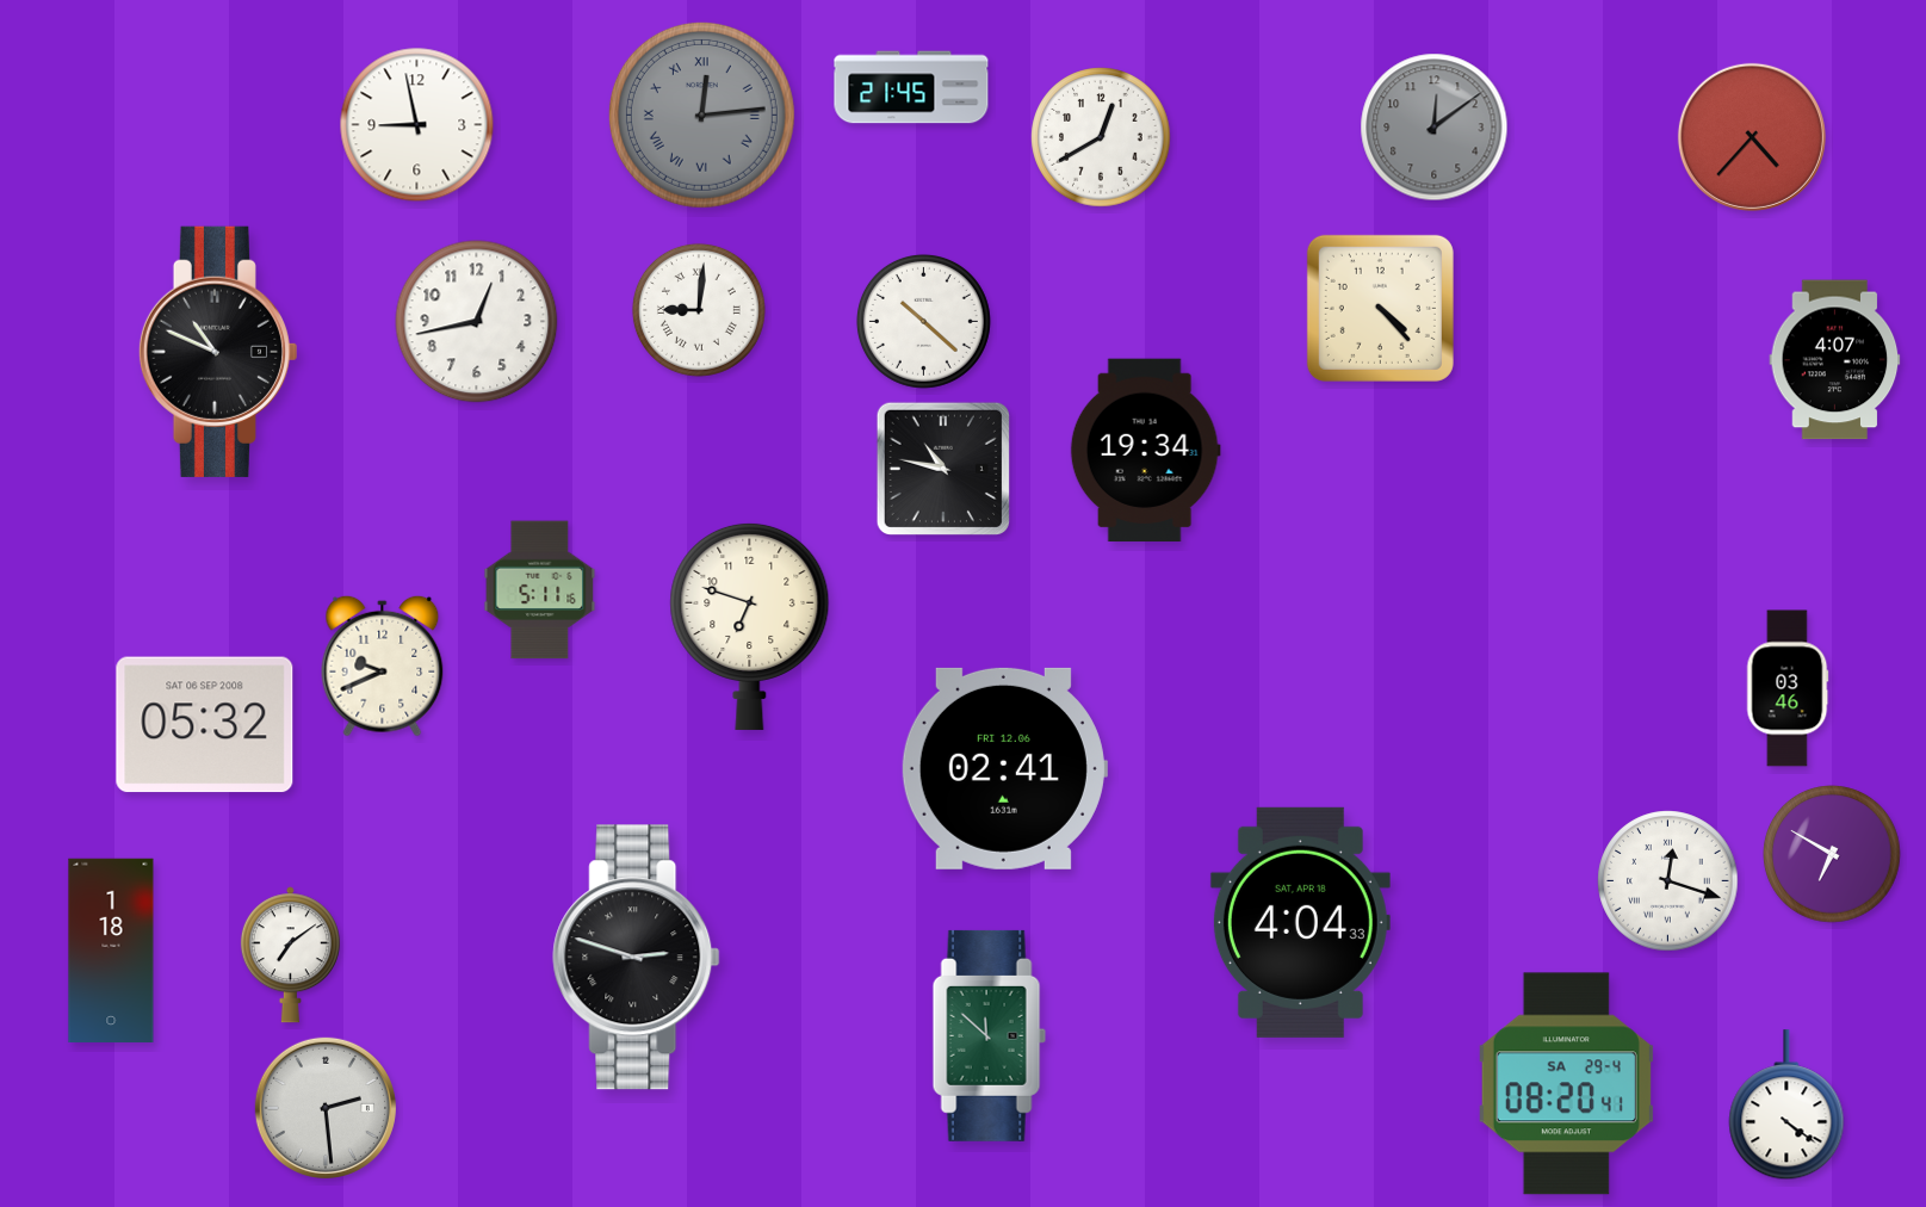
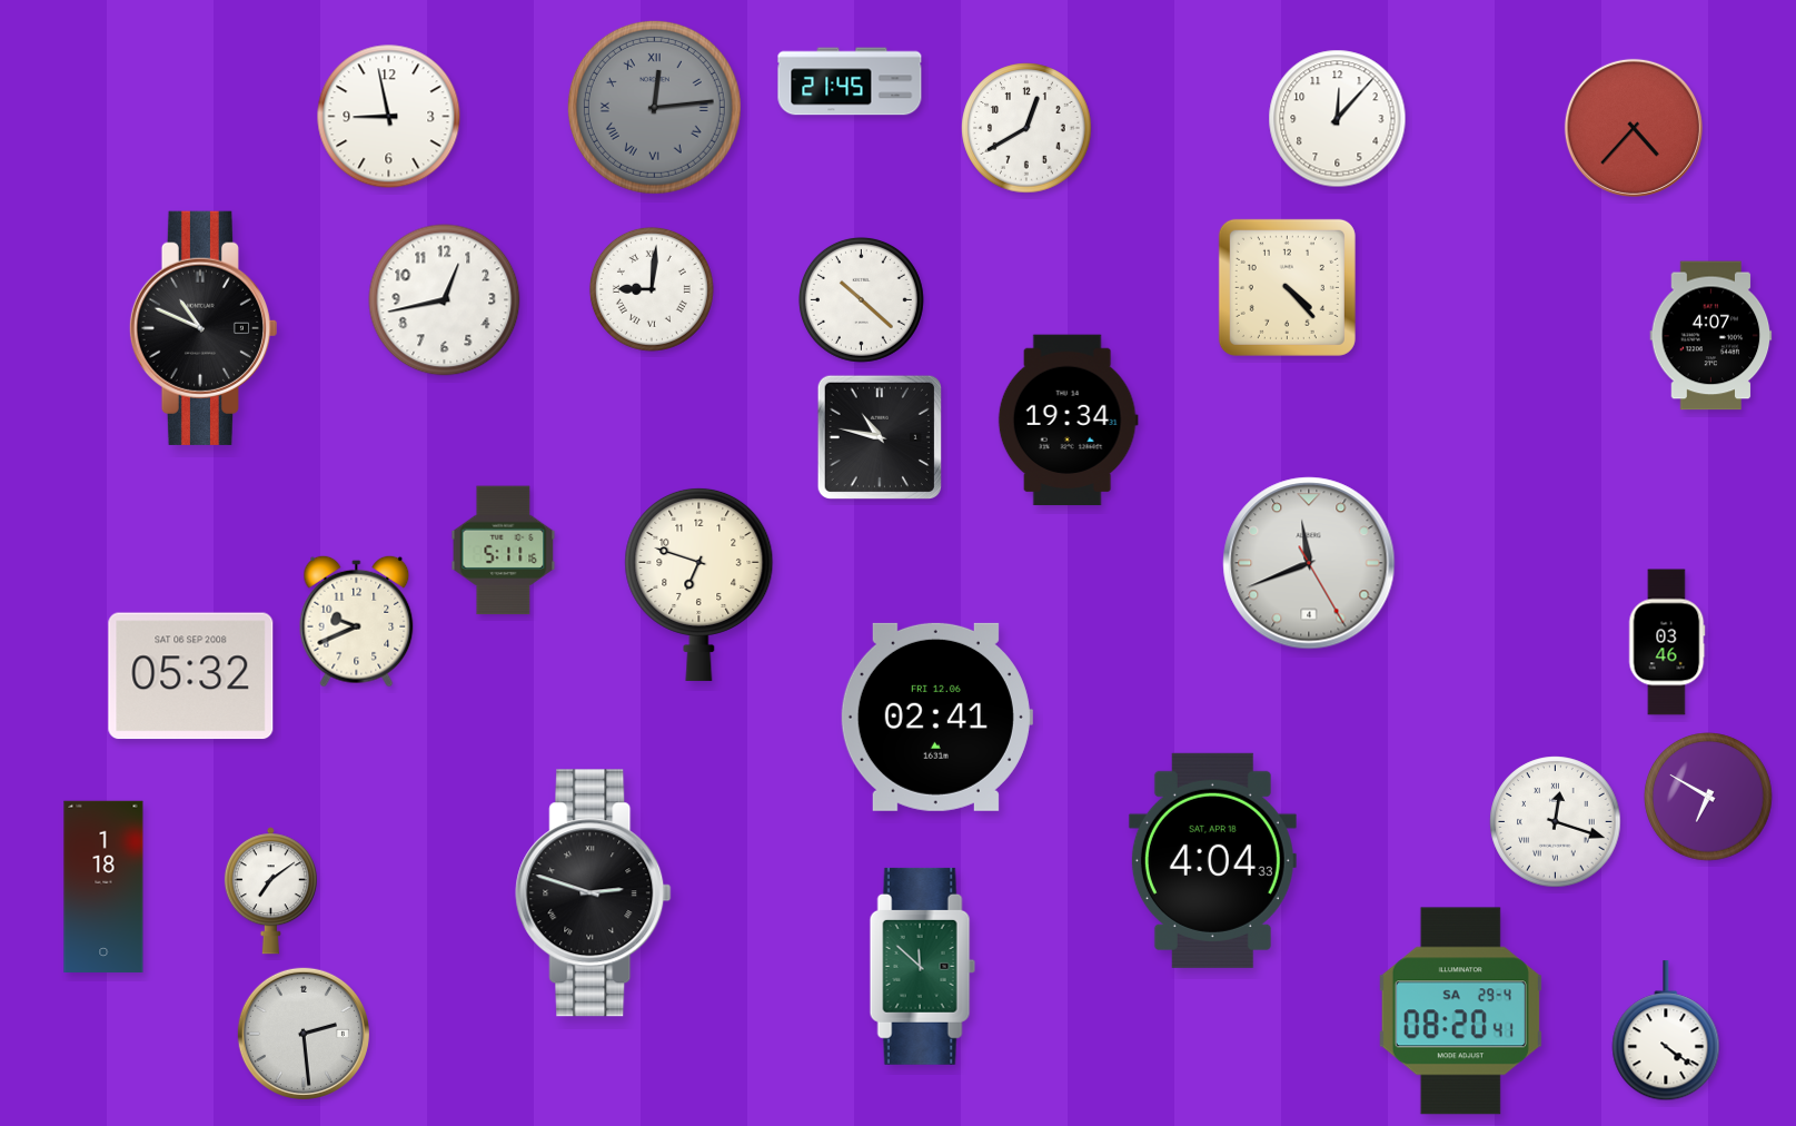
clock at (1435, 128): 12:09 -> 12:07
clock at (1435, 128) dial: grey -> white
clock at (1309, 563): none -> 11:41
